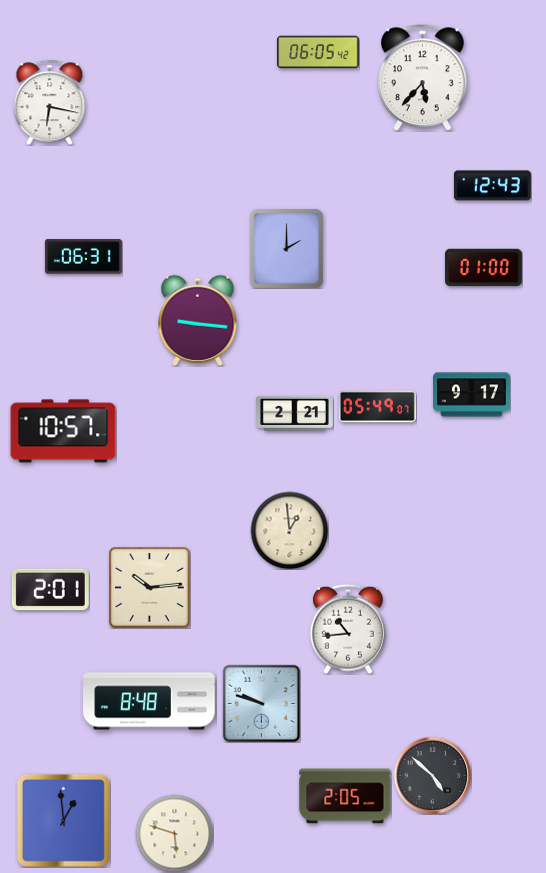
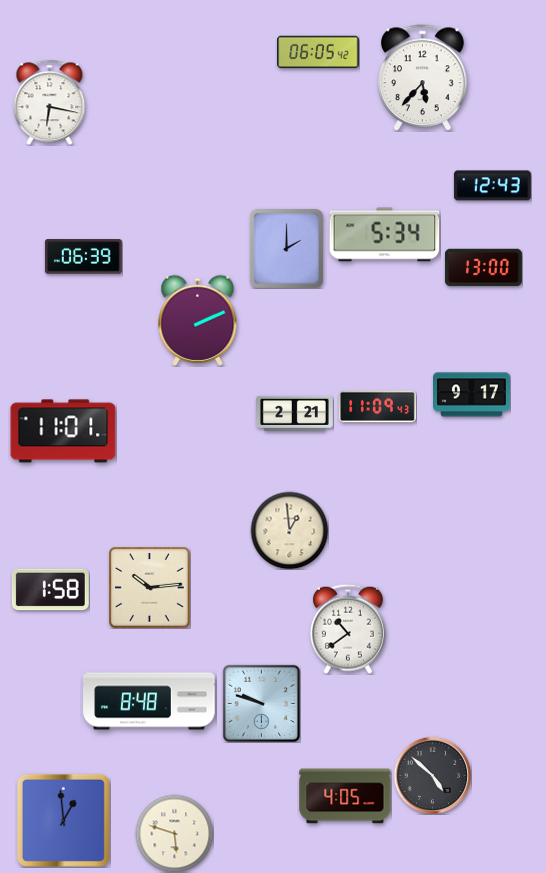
clock at (385, 235): none -> 5:34
clock at (83, 257): 06:31 -> 06:39
clock at (483, 268): 01:00 -> 13:00
clock at (198, 320): 9:16 -> 2:11
clock at (378, 407): 05:49 -> 11:09
clock at (63, 431): 10:57 -> 11:01
clock at (50, 590): 2:01 -> 1:58
clock at (348, 629): 10:44 -> 10:39
clock at (345, 796): 2:05 -> 4:05
